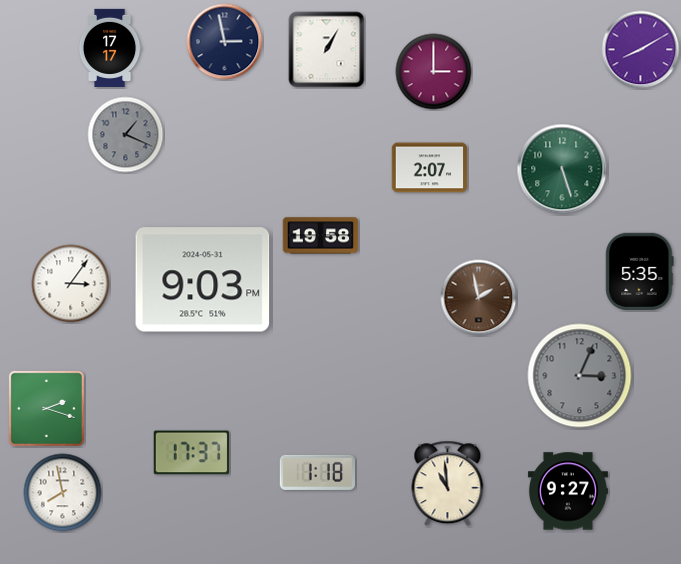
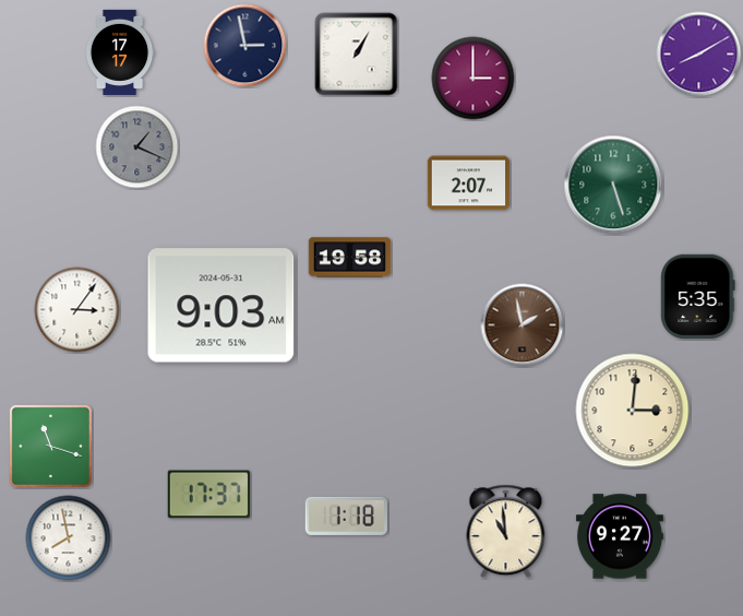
clock at (203, 280): 9:03 PM -> 9:03 AM
clock at (580, 376): 3:04 -> 3:01
clock at (580, 376) dial: grey -> cream
clock at (46, 408): 2:18 -> 11:18
clock at (448, 484) position: (448, 484) -> (506, 532)
